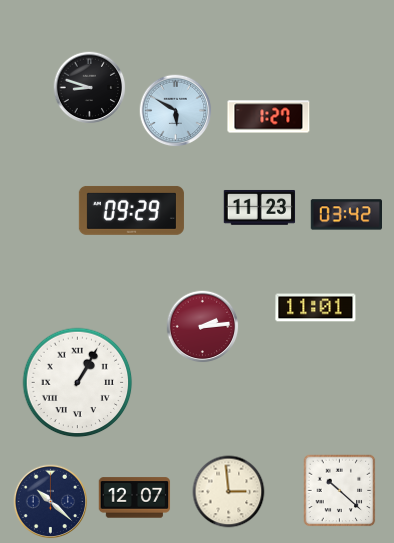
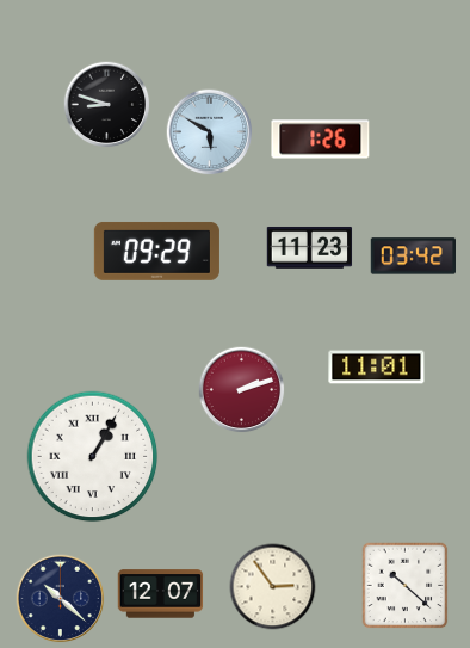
clock at (269, 117): 1:27 -> 1:26
clock at (203, 327): 2:14 -> 2:12
clock at (229, 492): 2:59 -> 2:54
